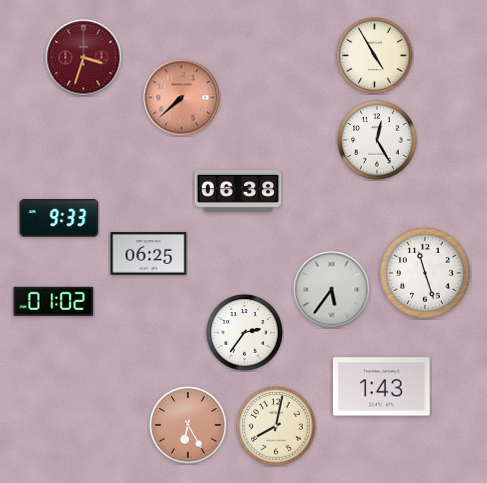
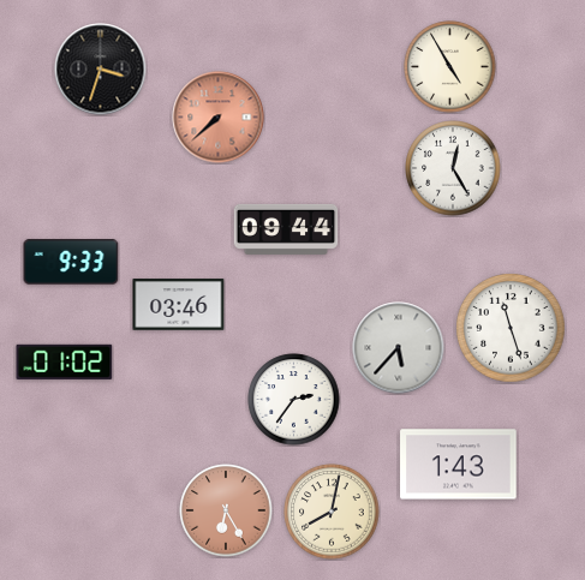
clock at (84, 58) dial: burgundy -> black
clock at (238, 191): 06:38 -> 09:44
clock at (149, 254): 06:25 -> 03:46
clock at (332, 290): 5:36 -> 5:37
